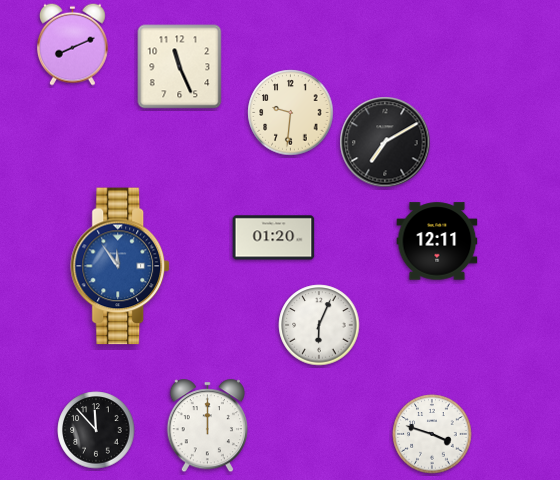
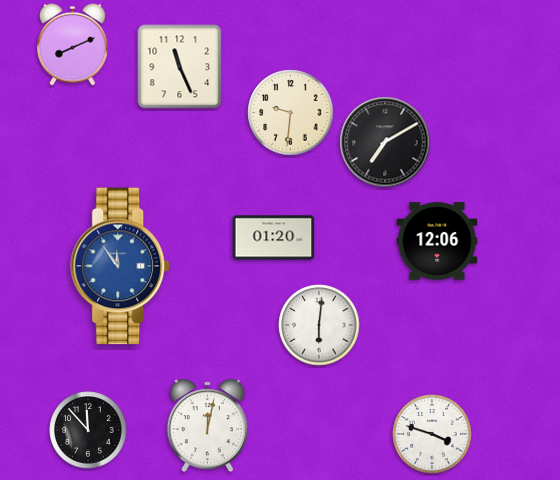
clock at (437, 241): 12:11 -> 12:06
clock at (319, 325): 6:04 -> 6:01
clock at (207, 426): 12:00 -> 12:02
clock at (96, 430) position: (96, 430) -> (88, 430)
